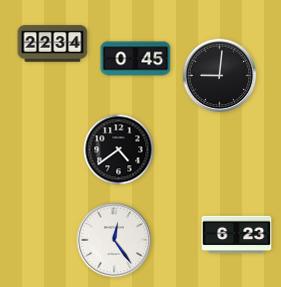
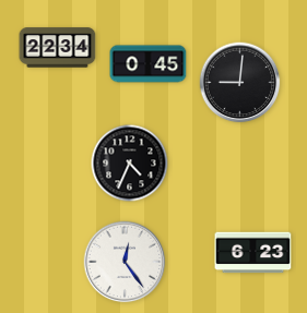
clock at (119, 150): 4:39 -> 4:34
clock at (237, 235) position: (237, 235) -> (253, 253)
